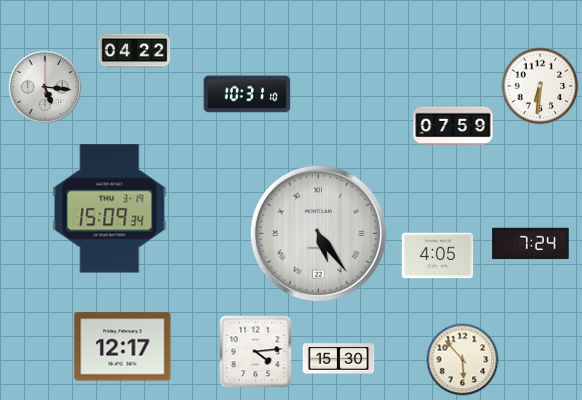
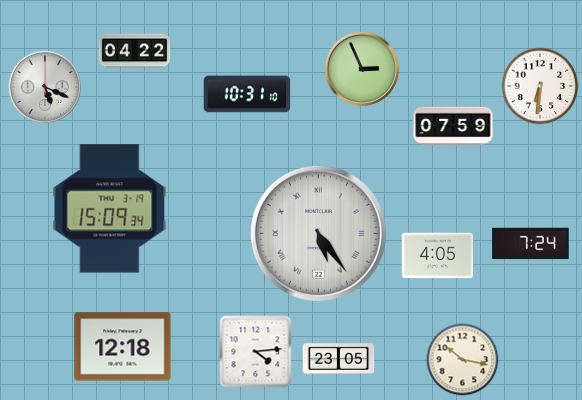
clock at (362, 69): none -> 2:56
clock at (45, 87): 5:16 -> 5:19
clock at (123, 347): 12:17 -> 12:18
clock at (339, 359): 15:30 -> 23:05
clock at (463, 360): 5:53 -> 10:17
